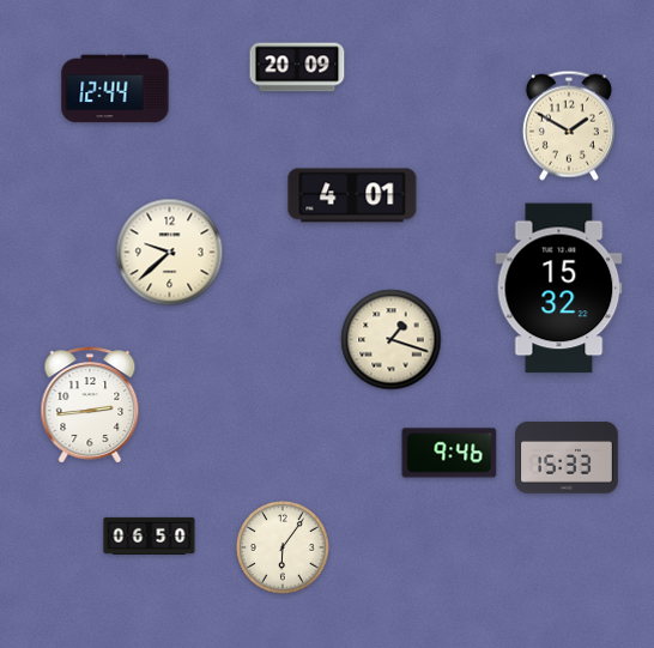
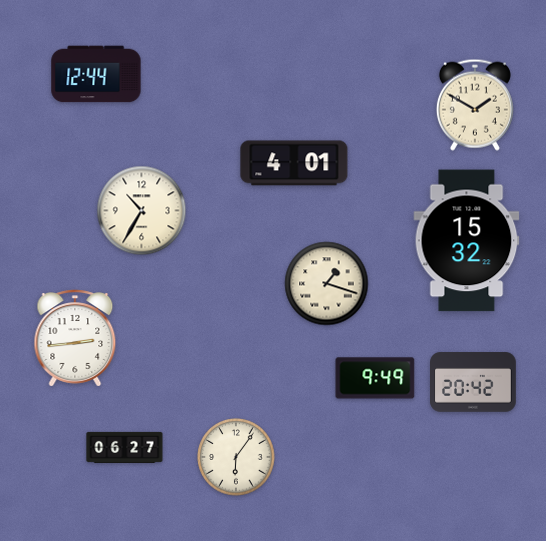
clock at (297, 67): 20:09 -> none
clock at (170, 253): 9:38 -> 10:35
clock at (449, 453): 9:46 -> 9:49
clock at (567, 458): 15:33 -> 20:42
clock at (150, 535): 06:50 -> 06:27
